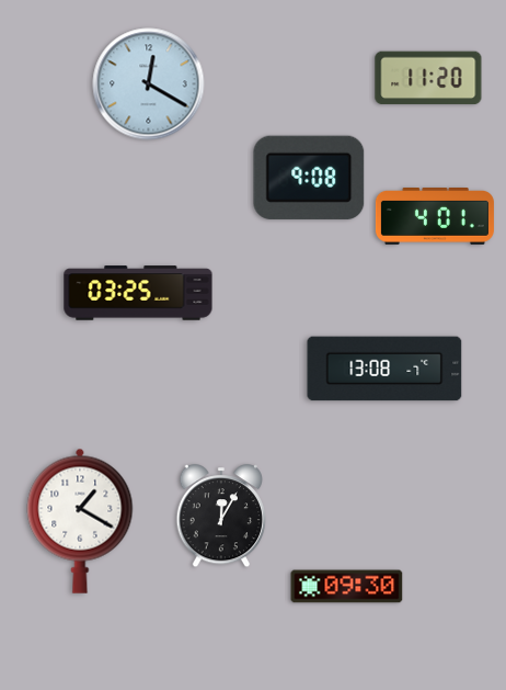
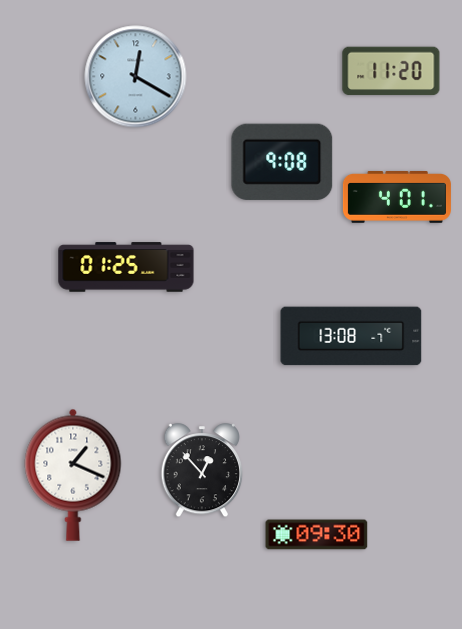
clock at (138, 293): 03:25 -> 01:25
clock at (221, 517): 12:05 -> 12:53
clock at (80, 521): 1:20 -> 1:19
